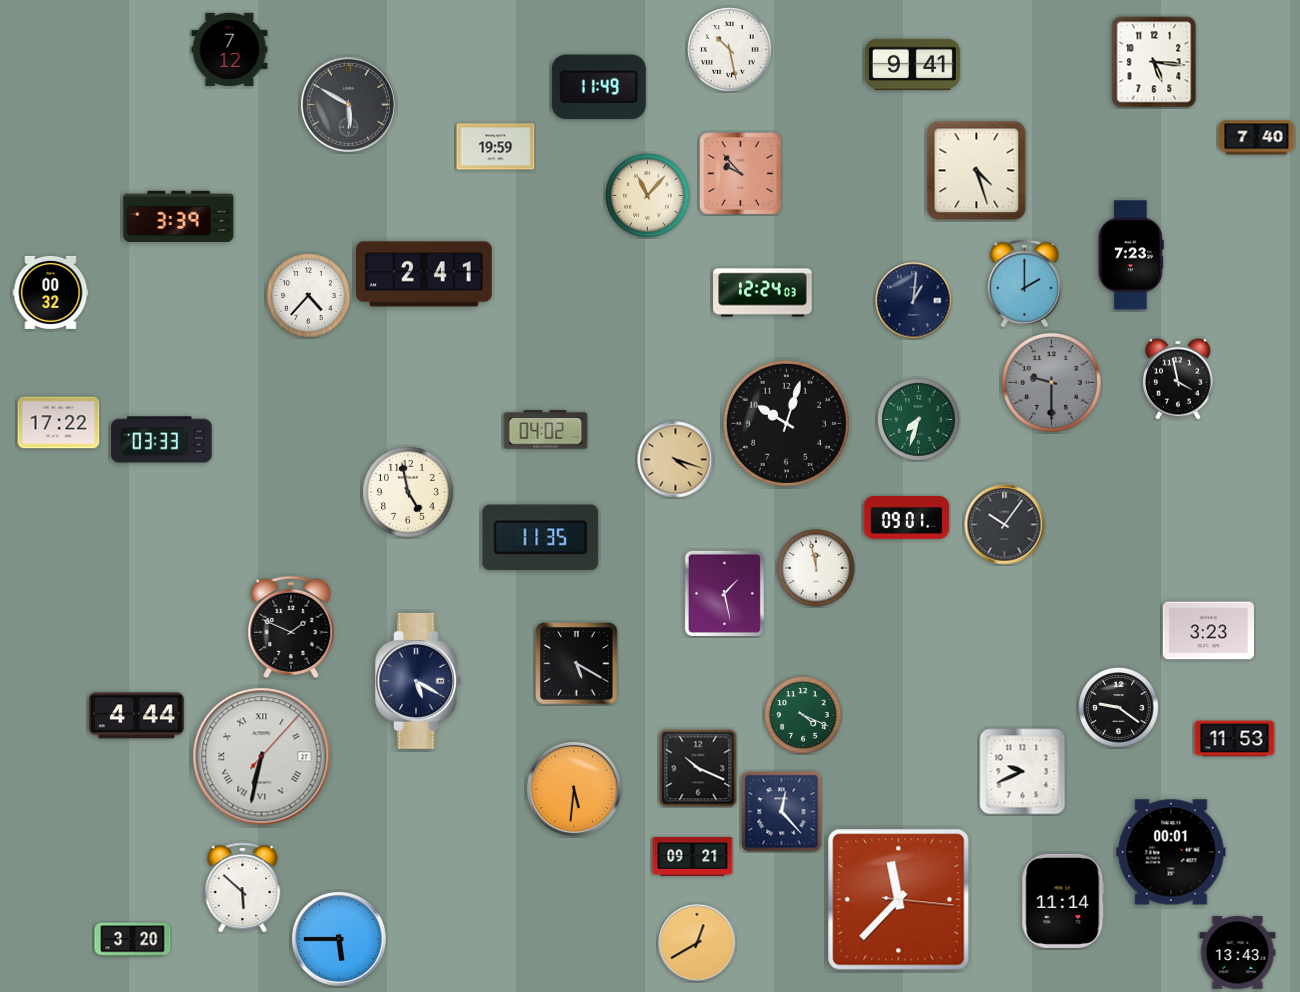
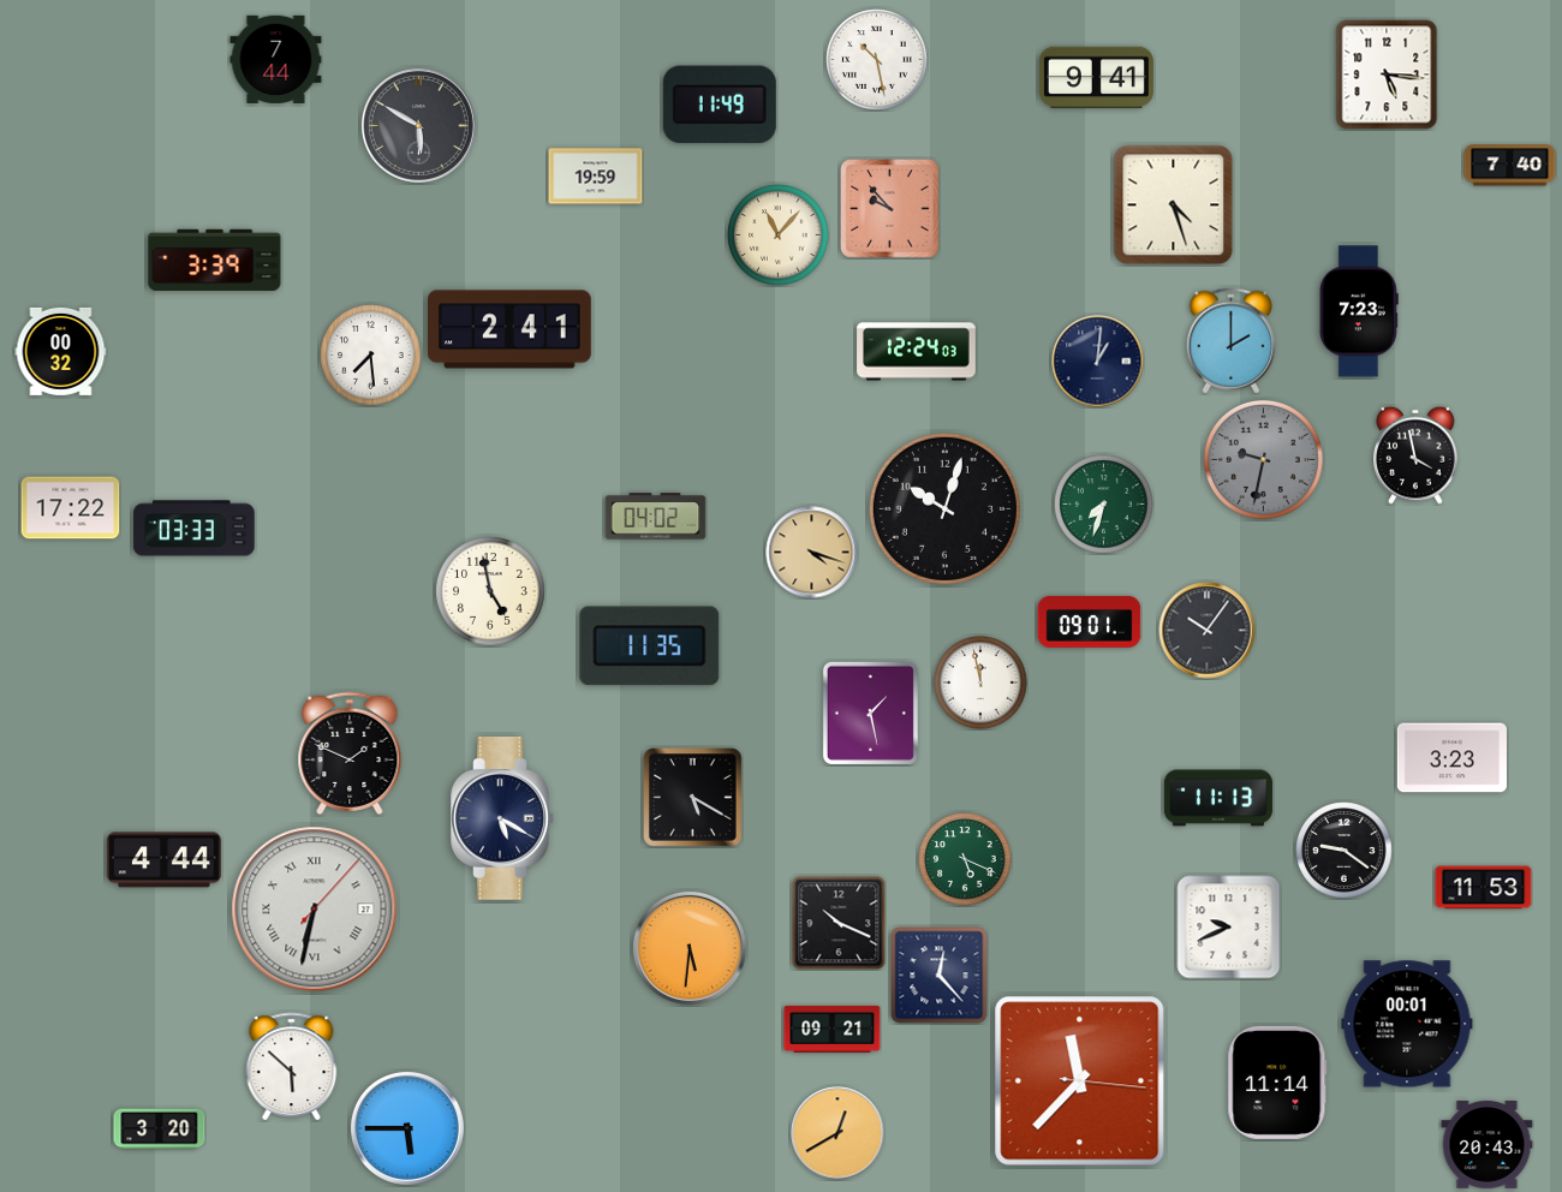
clock at (230, 49): 7:12 -> 7:44
clock at (1131, 255) position: (1131, 255) -> (1359, 311)
clock at (309, 296): 4:37 -> 7:29
clock at (1051, 382): 9:30 -> 9:32
clock at (1217, 798): none -> 11:13
clock at (803, 715): 4:19 -> 5:19
clock at (1238, 953): 13:43 -> 20:43
